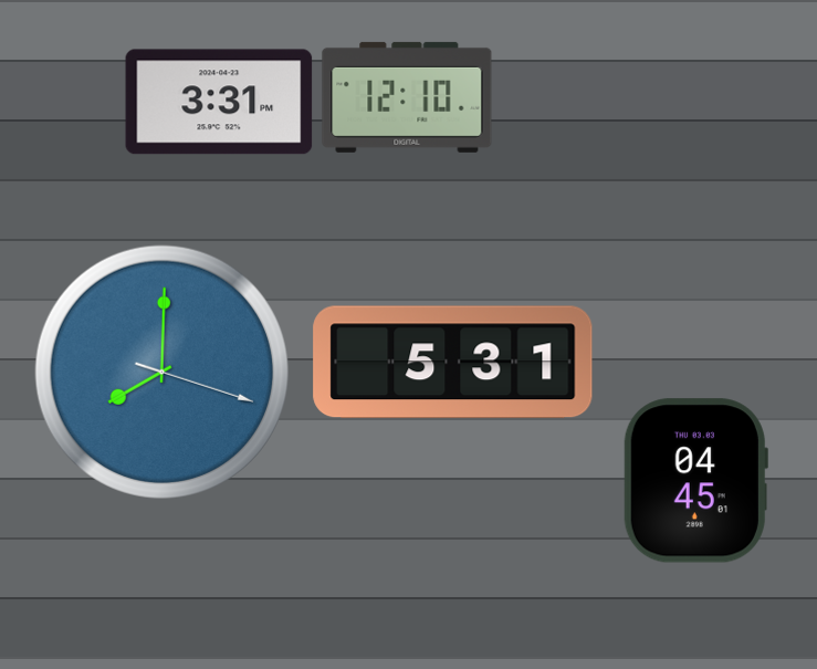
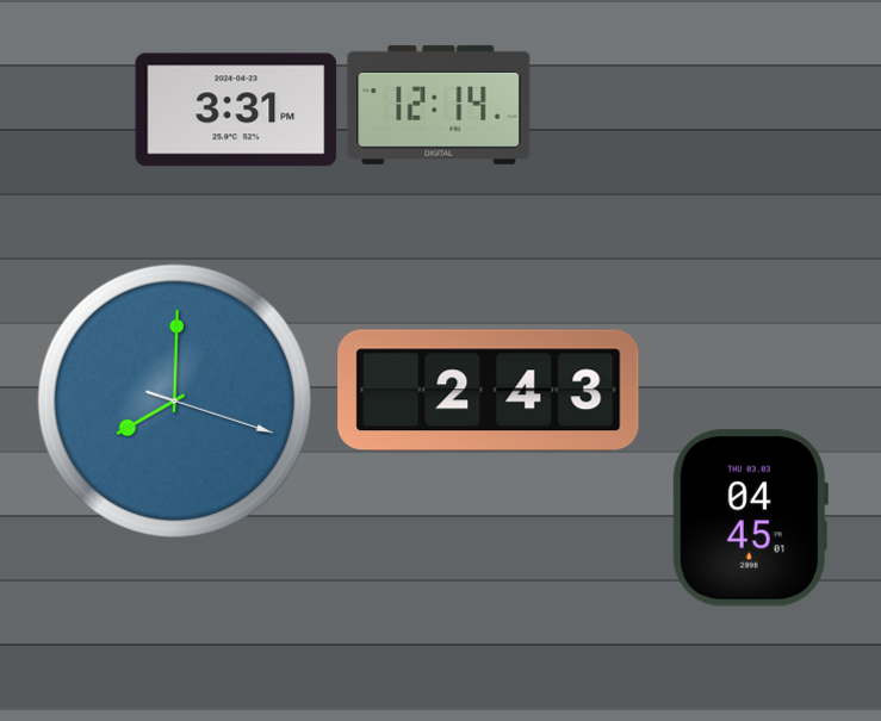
clock at (407, 97): 12:10 -> 12:14
clock at (453, 363): 5:31 -> 2:43
